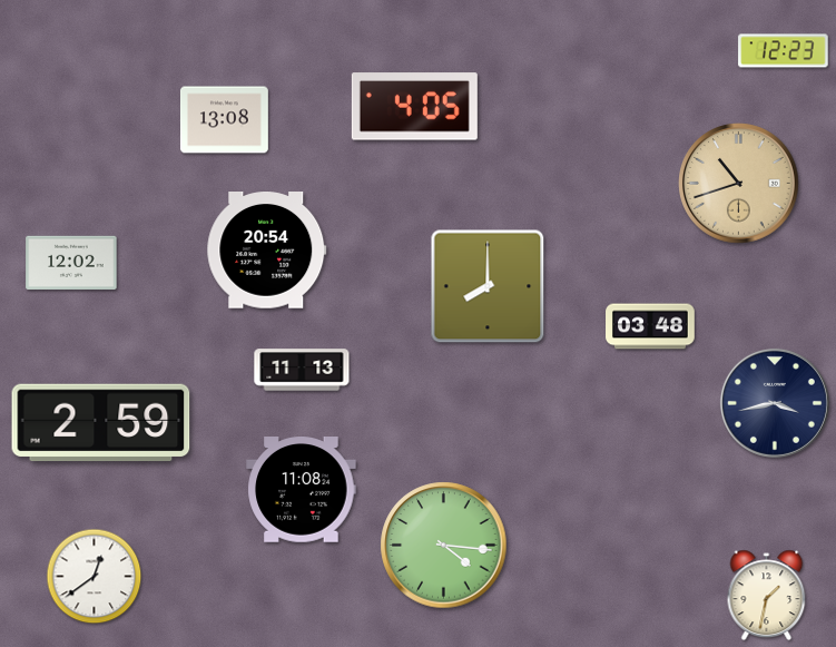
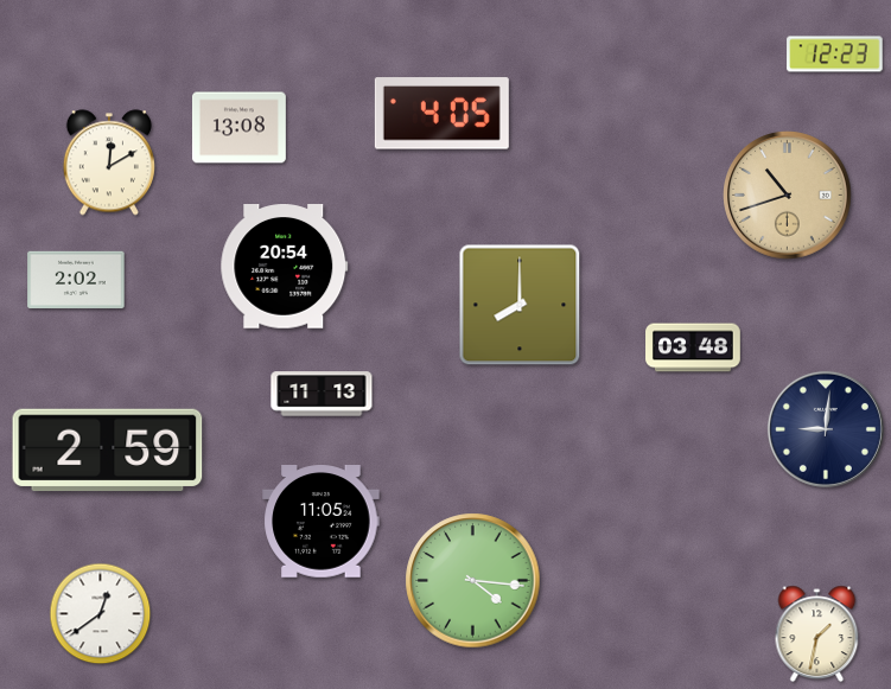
clock at (109, 162): none -> 12:10
clock at (71, 263): 12:02 -> 2:02
clock at (775, 403): 3:43 -> 9:01
clock at (302, 490): 11:08 -> 11:05
